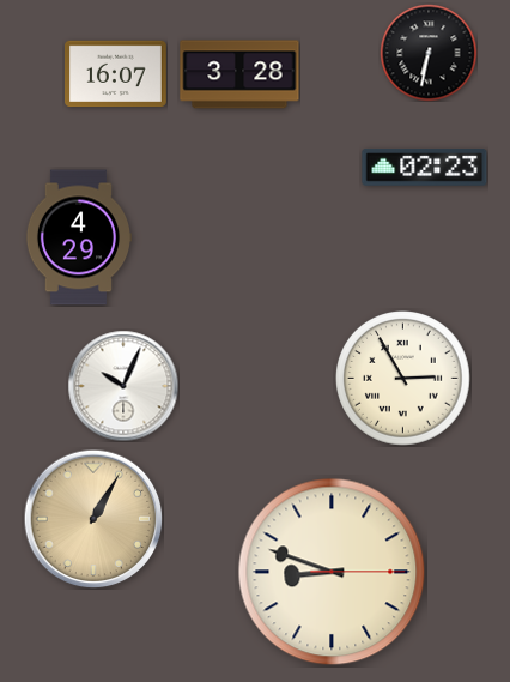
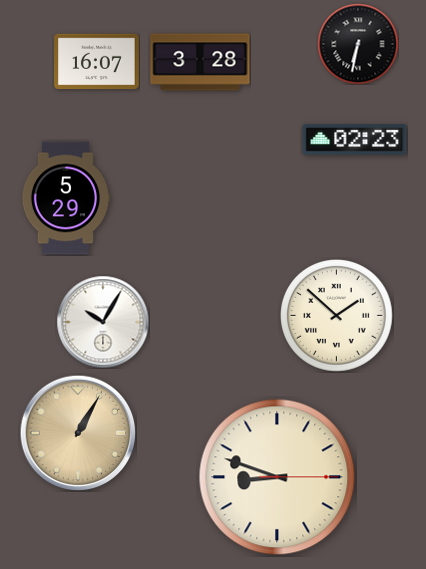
clock at (78, 237): 4:29 -> 5:29
clock at (403, 379): 2:55 -> 1:52
clock at (123, 386): 10:04 -> 10:05
